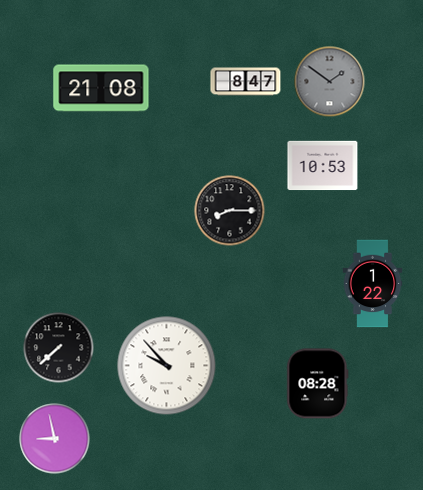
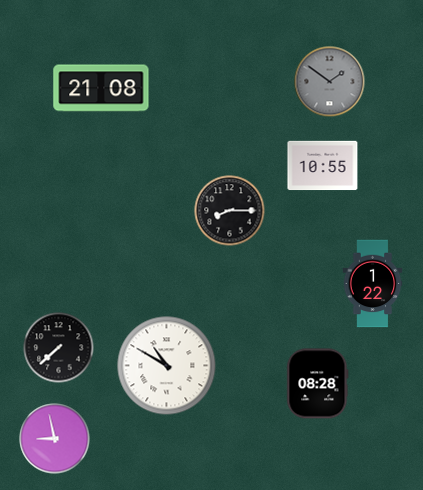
clock at (246, 82): 8:47 -> none
clock at (323, 166): 10:53 -> 10:55
clock at (167, 366): 9:53 -> 10:50
